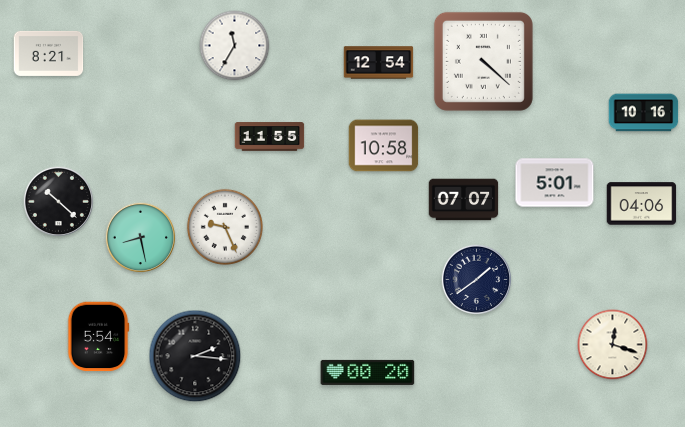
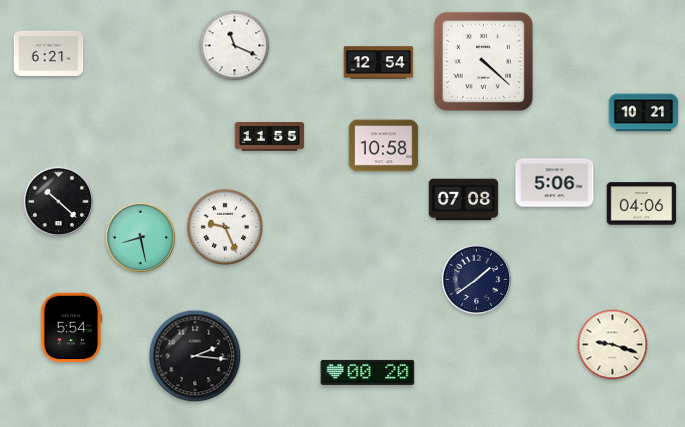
clock at (235, 46): 11:35 -> 11:19
clock at (49, 53): 8:21 -> 6:21
clock at (644, 113): 10:16 -> 10:21
clock at (555, 183): 5:01 -> 5:06
clock at (464, 200): 07:07 -> 07:08
clock at (98, 337) position: (98, 337) -> (71, 328)
clock at (613, 345): 12:18 -> 9:18
